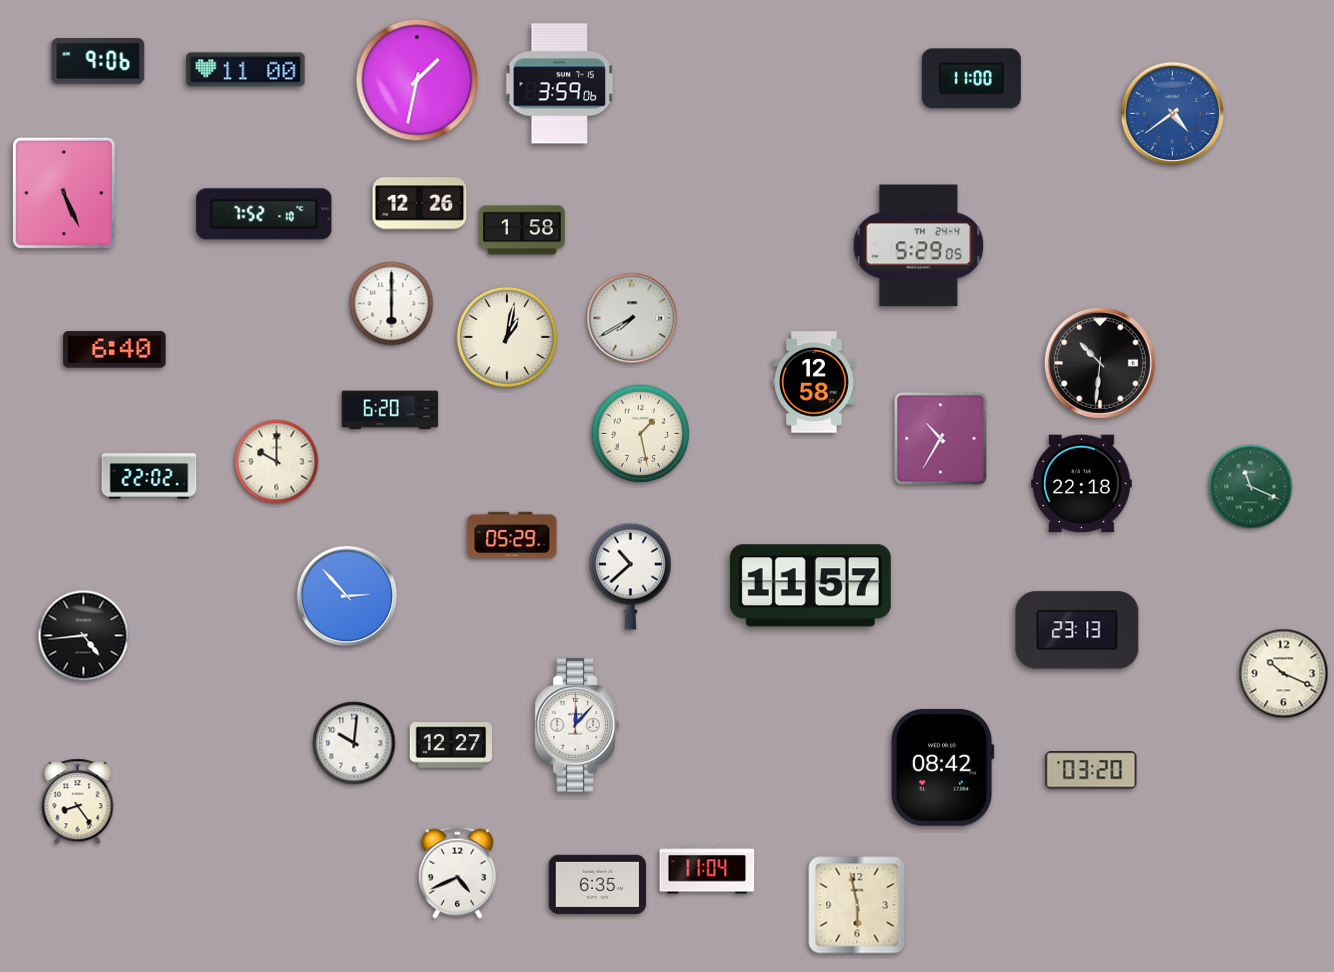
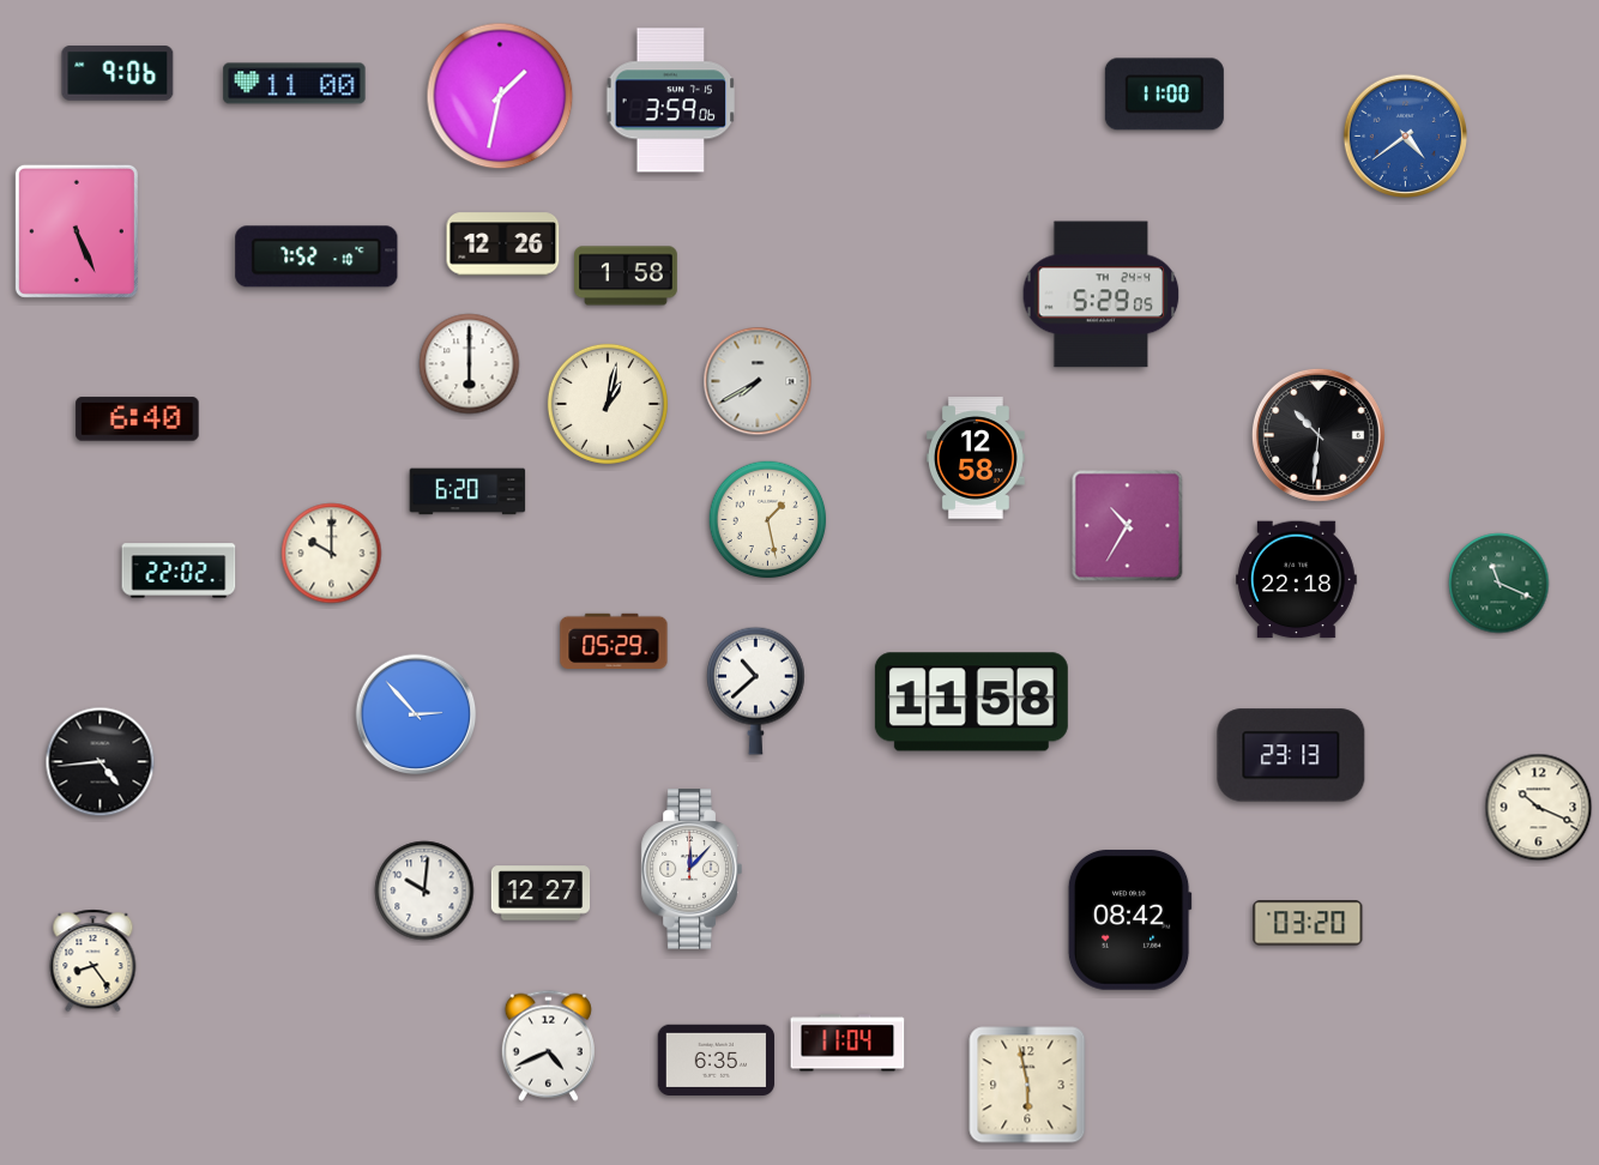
clock at (810, 586): 11:57 -> 11:58
